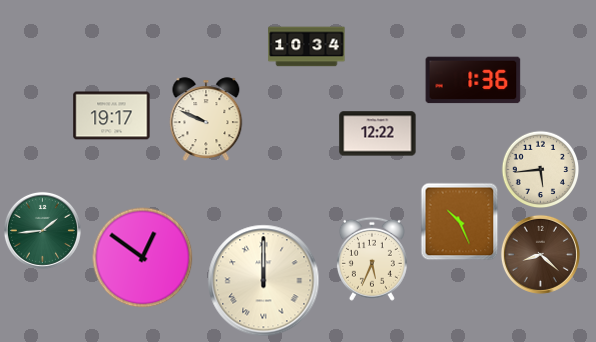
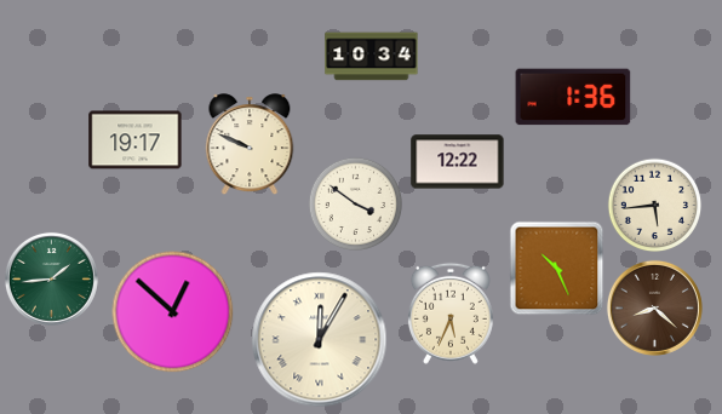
clock at (355, 203): none -> 3:51
clock at (143, 258): 12:51 -> 12:52
clock at (264, 281): 12:00 -> 12:05
